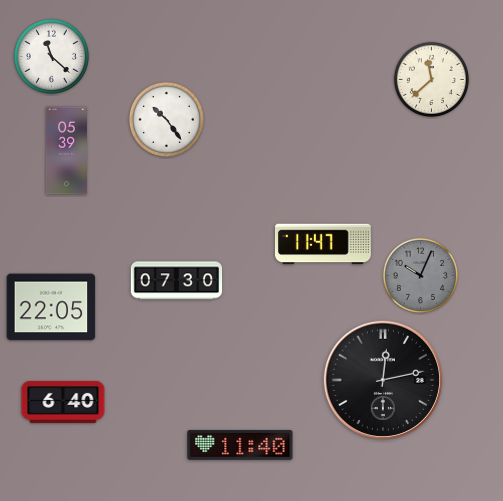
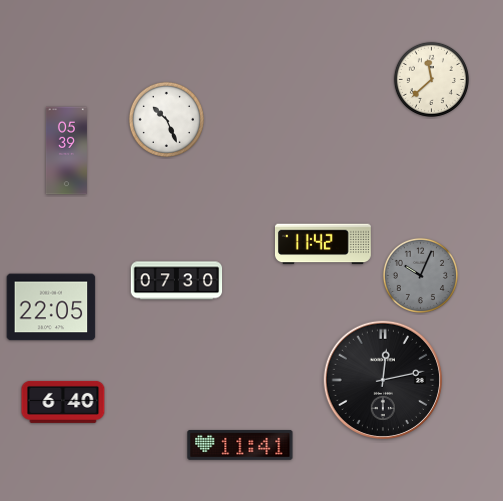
clock at (51, 56): 11:22 -> none
clock at (166, 119): 10:24 -> 10:26
clock at (323, 244): 11:47 -> 11:42
clock at (240, 445): 11:40 -> 11:41
